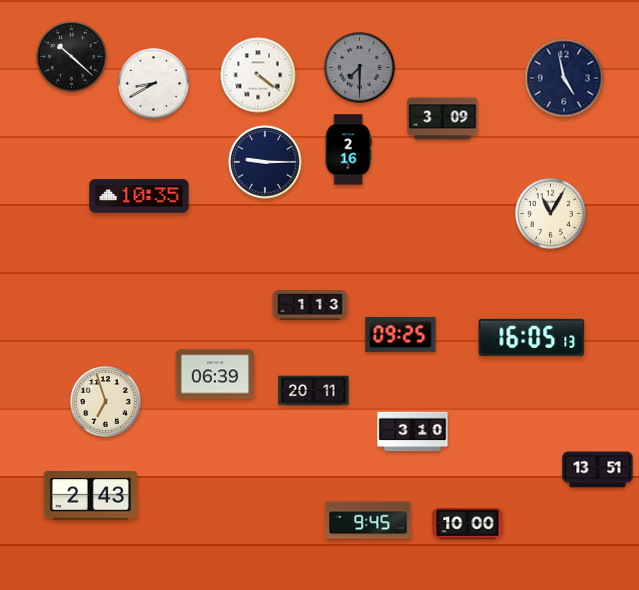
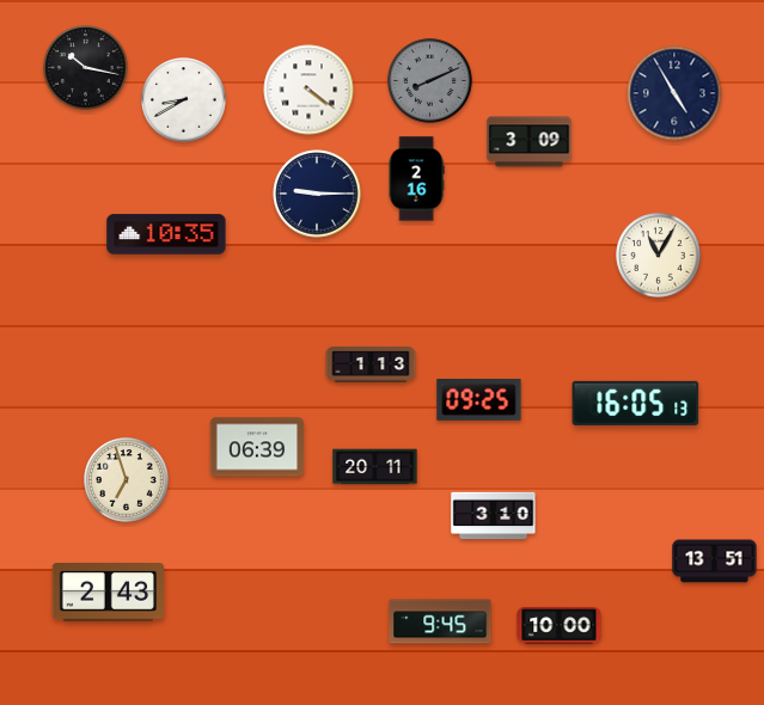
clock at (72, 57): 10:22 -> 10:17
clock at (360, 68): 7:30 -> 8:11
clock at (564, 78): 4:58 -> 4:55
